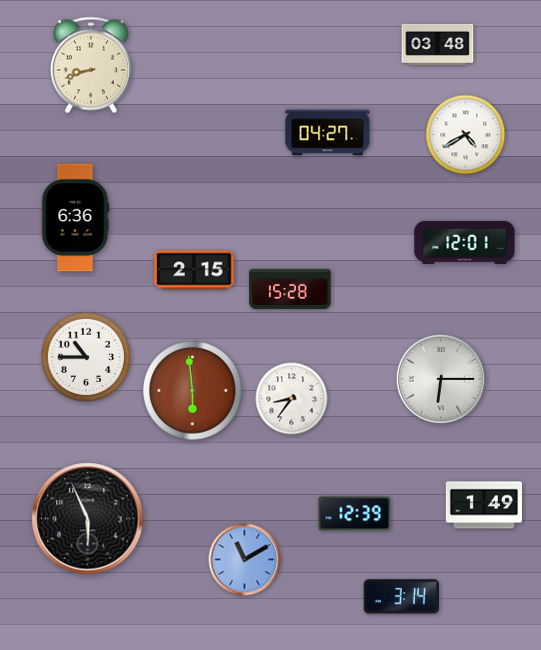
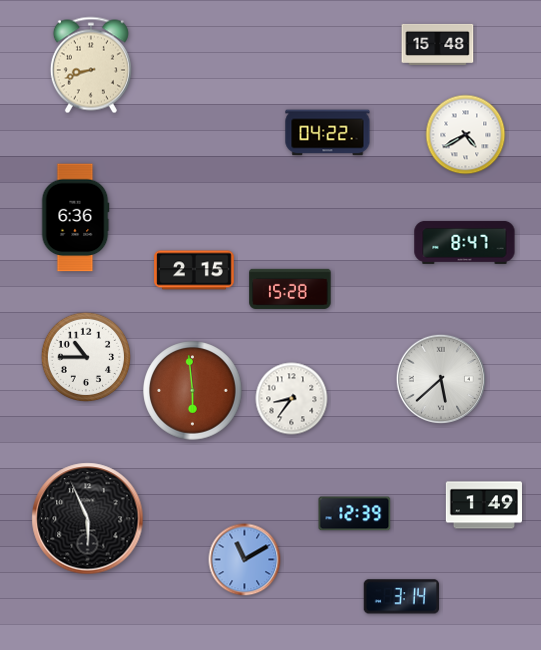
clock at (438, 44): 03:48 -> 15:48
clock at (328, 133): 04:27 -> 04:22
clock at (465, 242): 12:01 -> 8:47
clock at (440, 378): 6:15 -> 5:38
